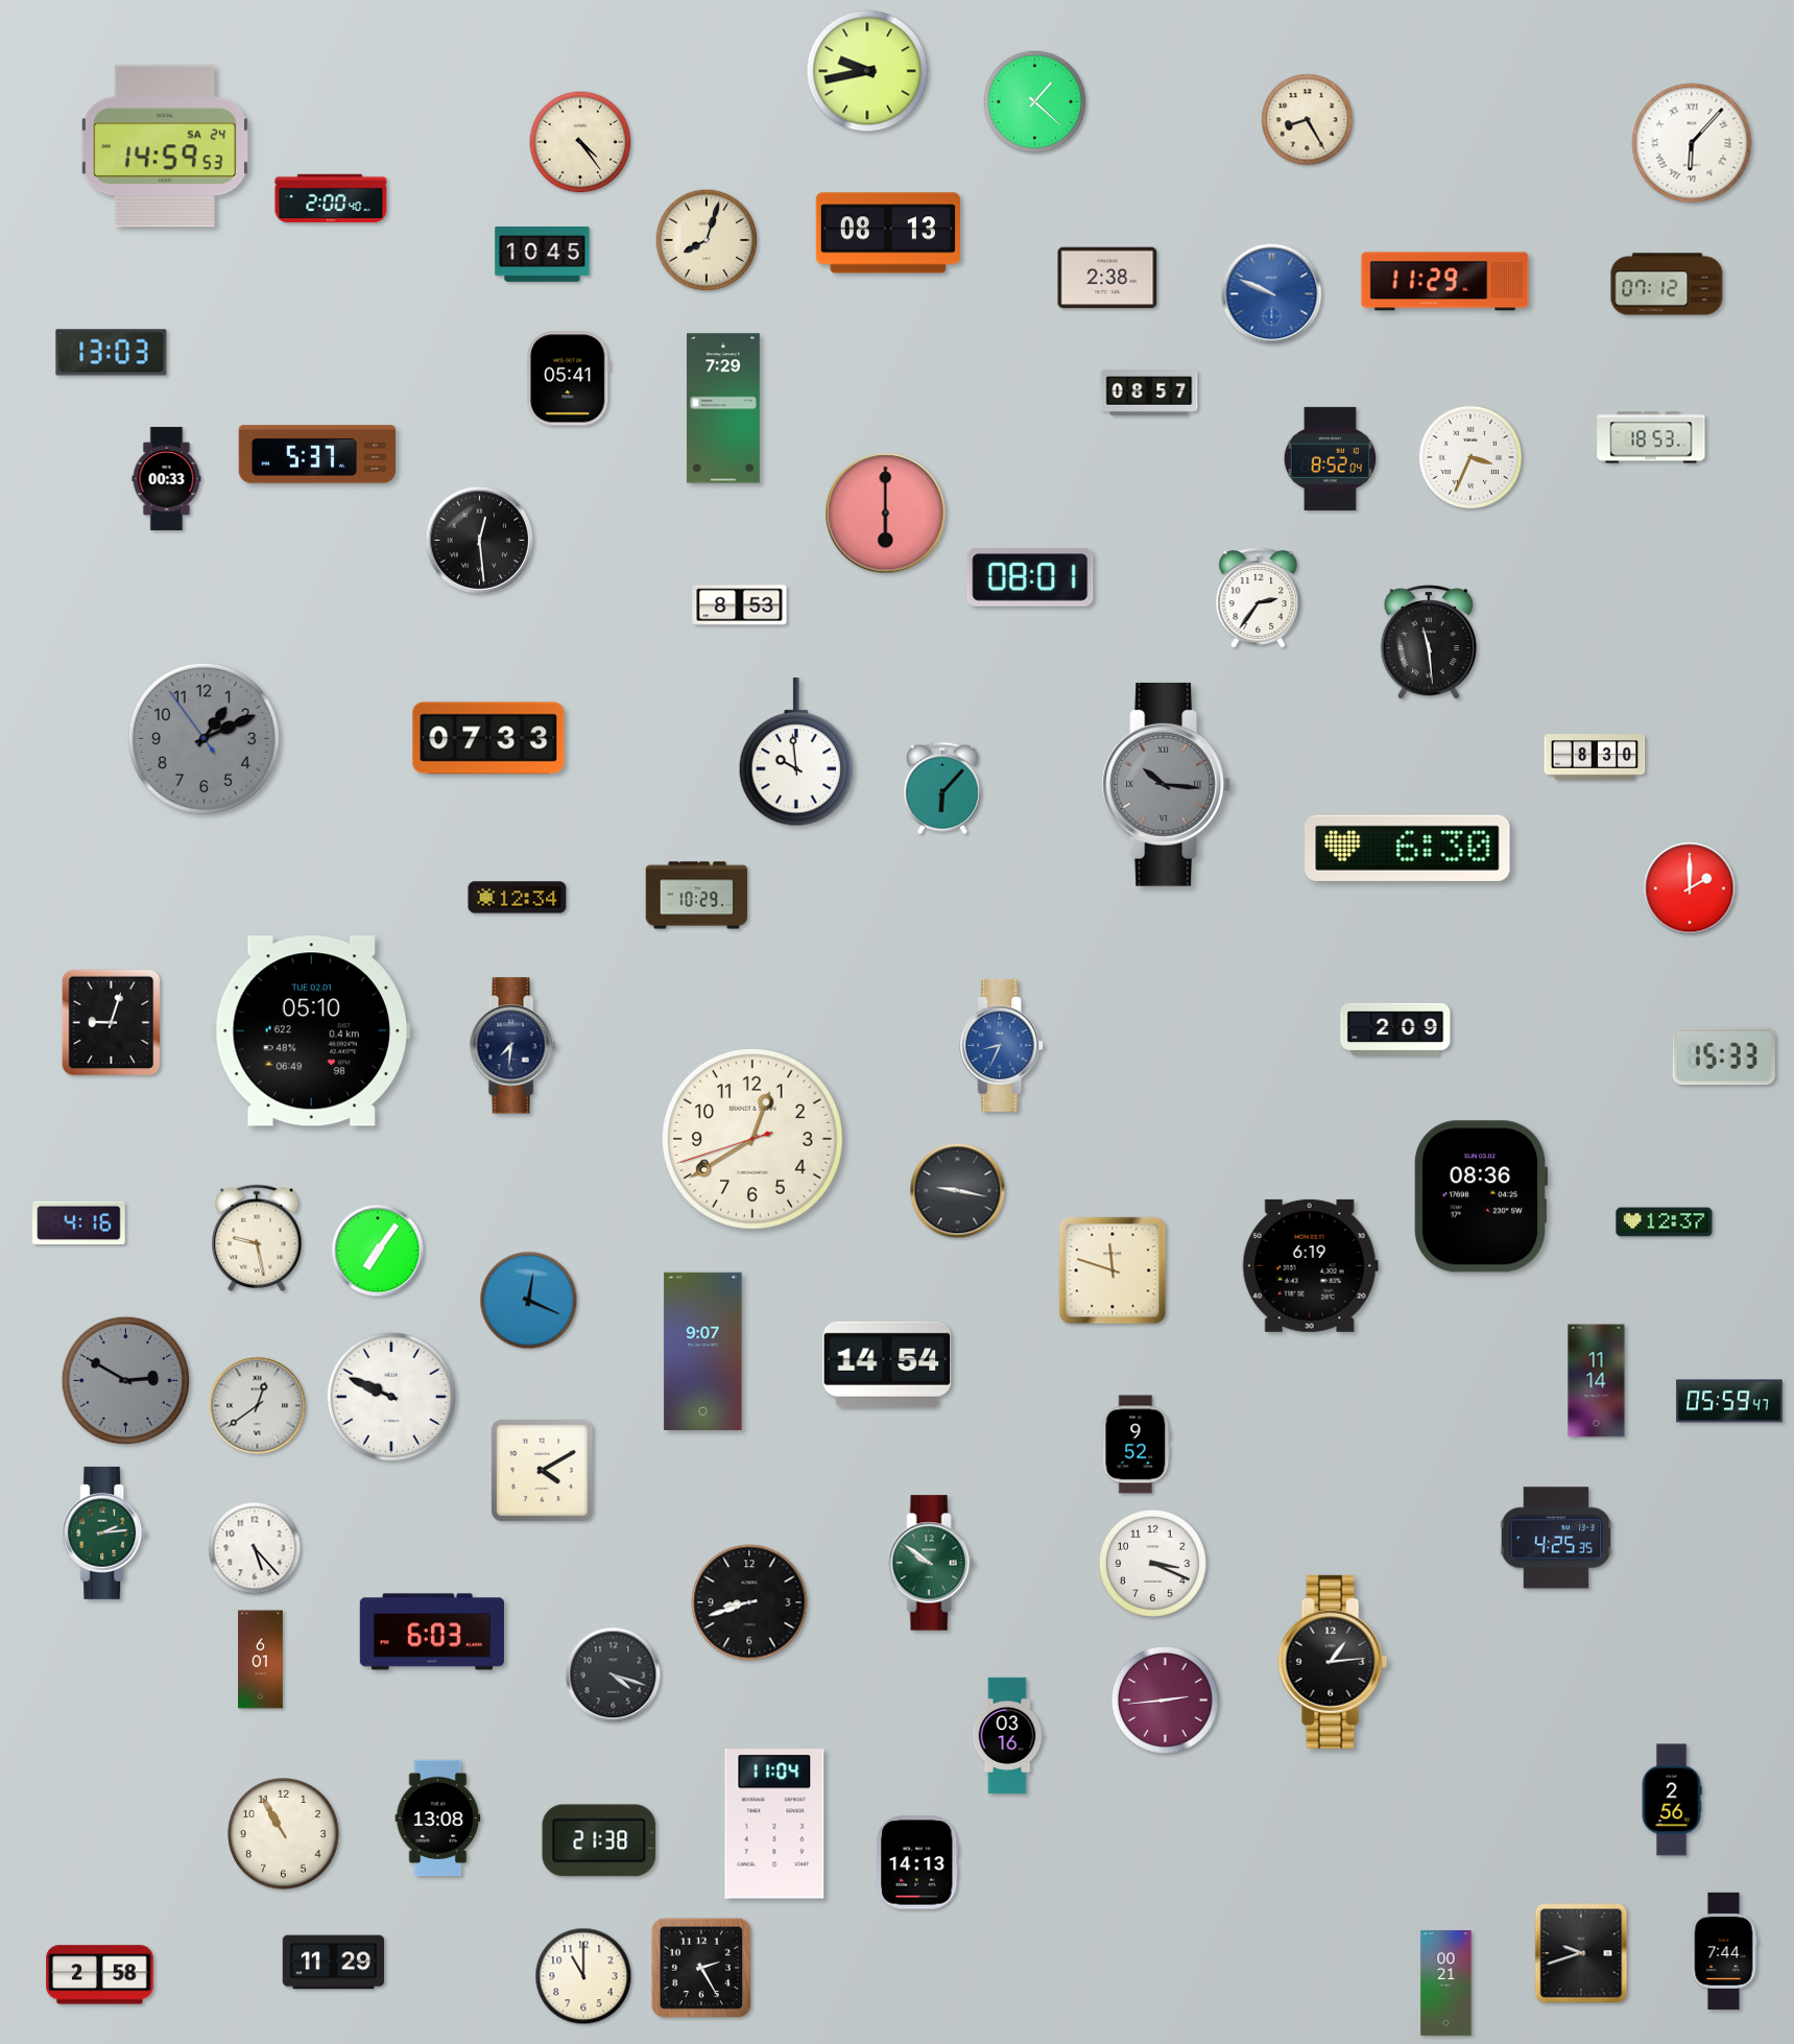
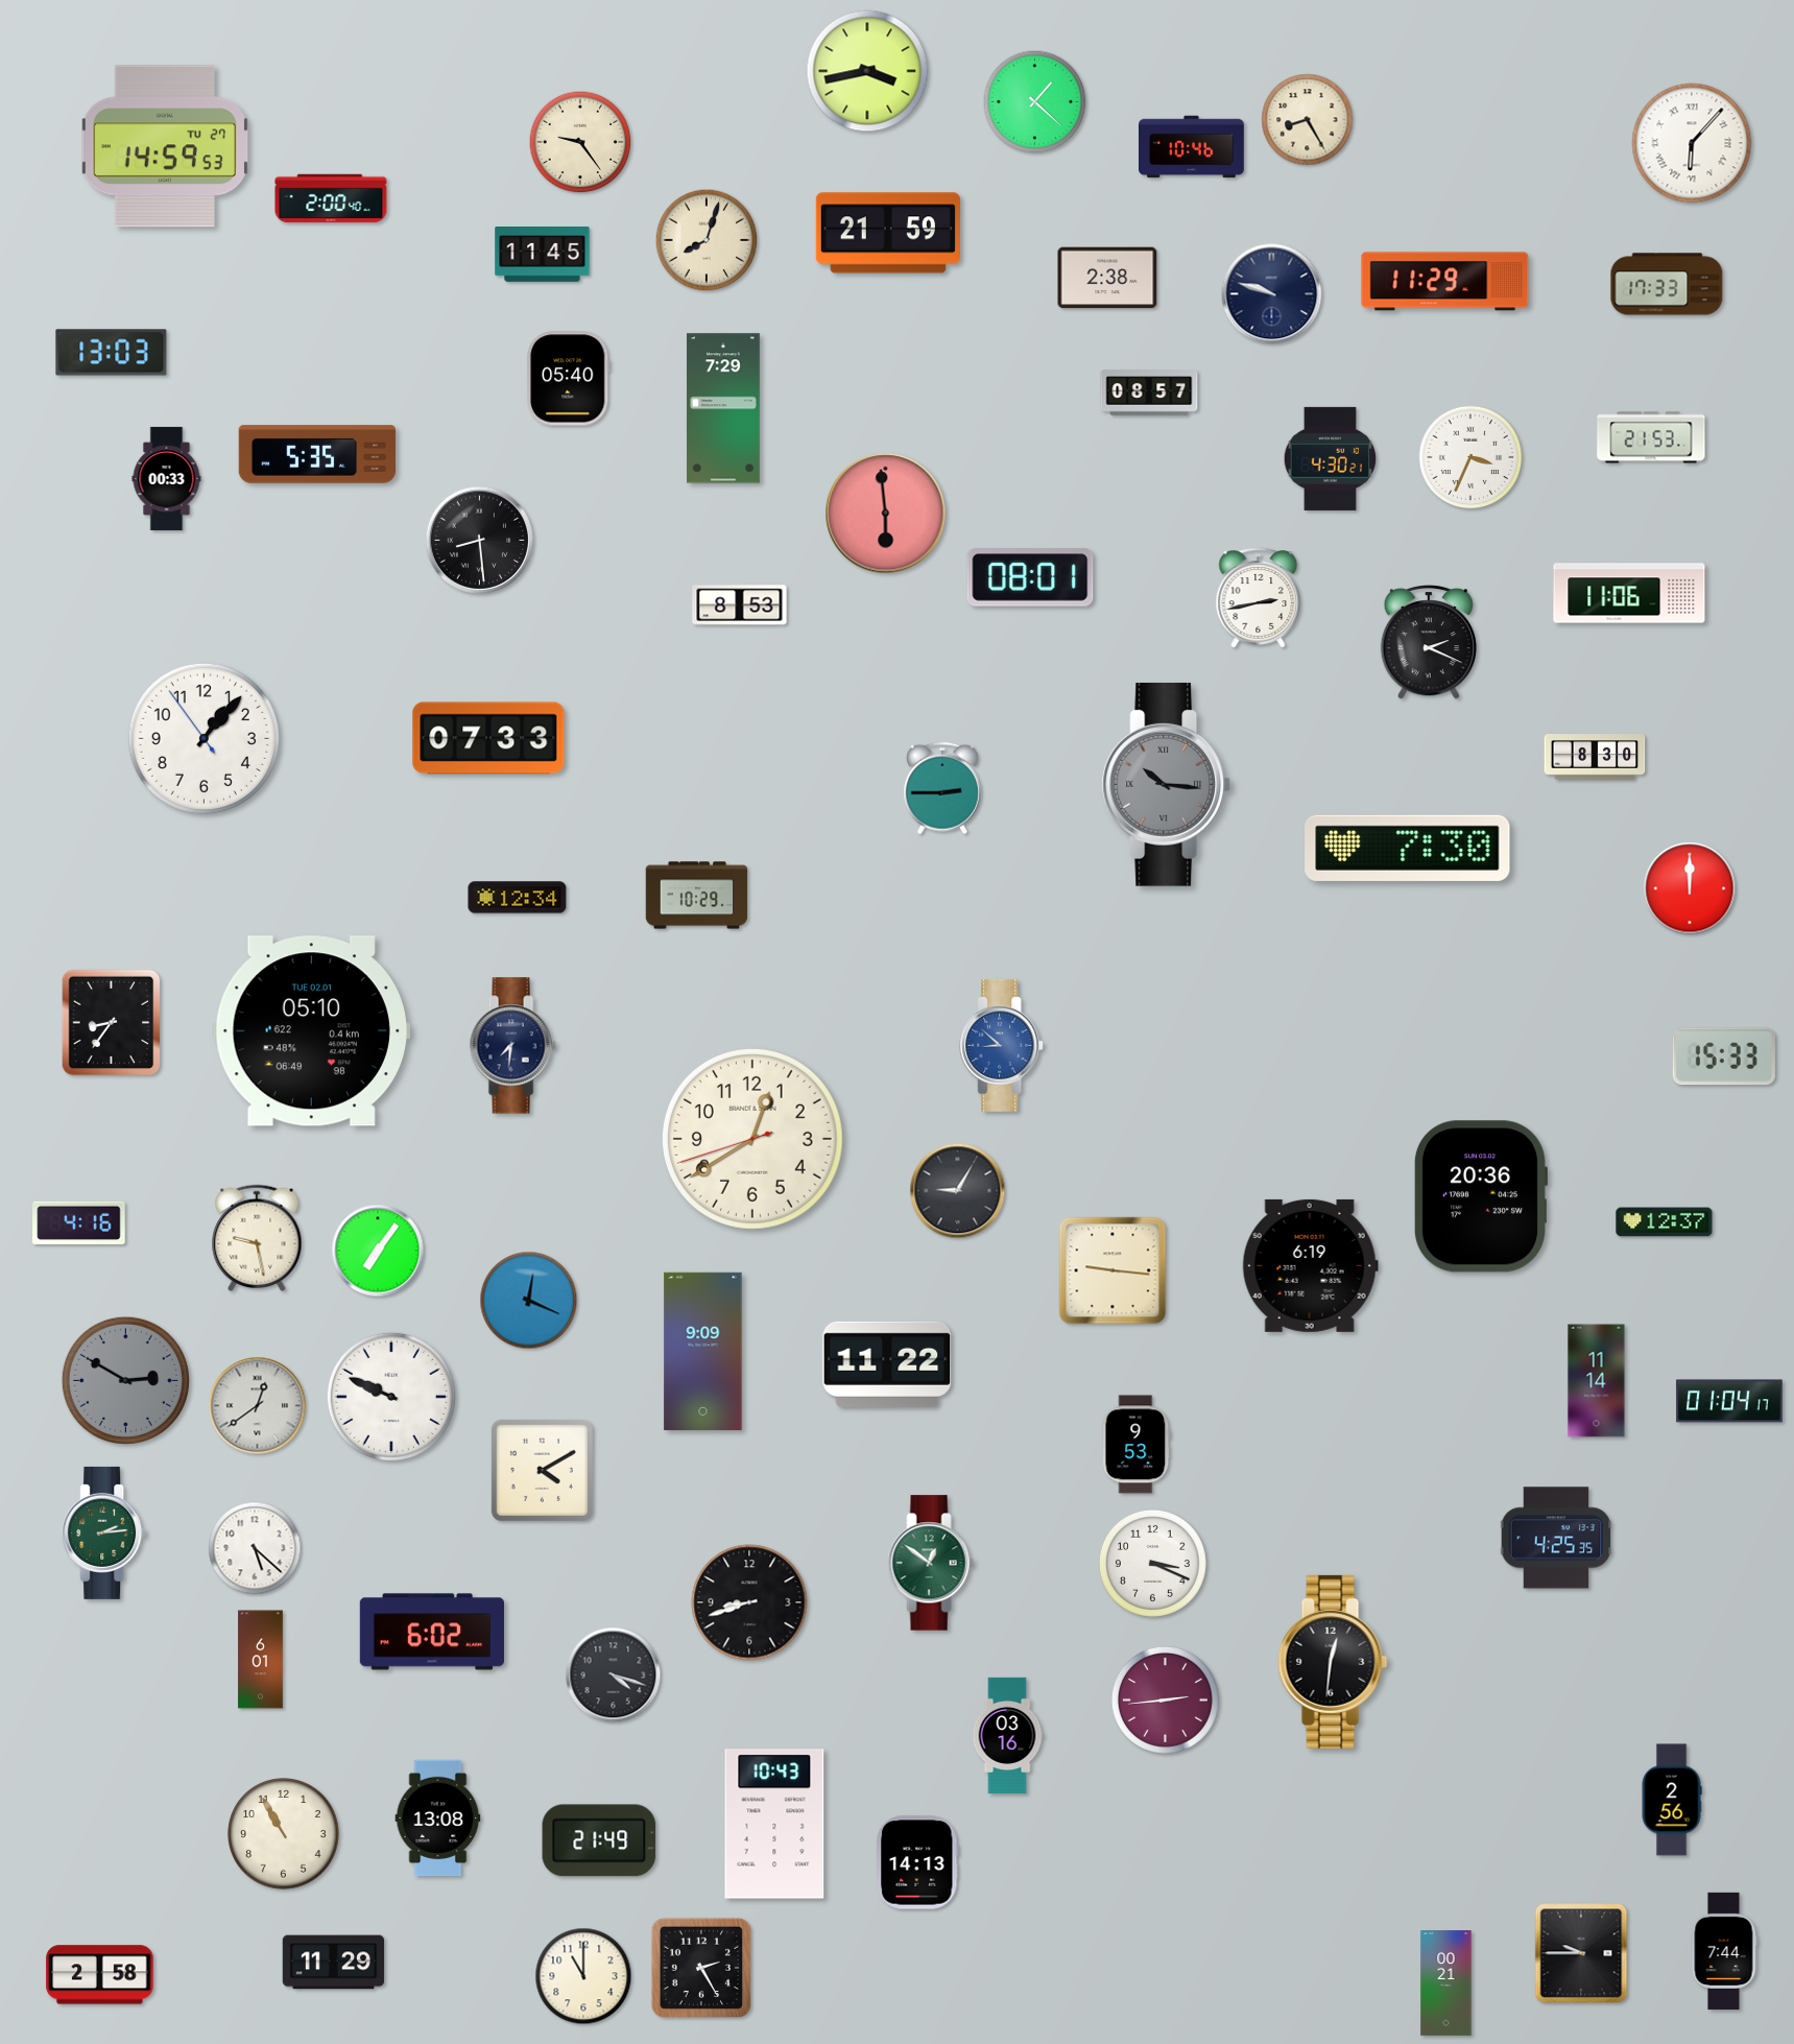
clock at (867, 71): 9:43 -> 3:43
clock at (580, 142): 4:24 -> 9:24
clock at (165, 146) date: SA 24 -> TU 27
clock at (1192, 147): none -> 10:46
clock at (888, 233): 08:13 -> 21:59
clock at (543, 255): 10:45 -> 11:45
clock at (1667, 284): 07:12 -> 17:33
clock at (1272, 294): 9:49 -> 9:48
clock at (1272, 294) dial: blue -> navy
clock at (569, 379): 05:41 -> 05:40
clock at (1651, 437): 18:53 -> 21:53
clock at (317, 454): 5:37 -> 5:35
clock at (1331, 458): 8:52 -> 4:30
clock at (886, 514): 6:00 -> 5:59
clock at (479, 540): 12:29 -> 8:29
clock at (1629, 593): none -> 11:06
clock at (1259, 598): 2:36 -> 2:43
clock at (1429, 642): 11:29 -> 2:19
clock at (204, 738): 1:10 -> 1:06
clock at (204, 738) dial: grey -> white
clock at (796, 753): 9:59 -> none
clock at (942, 788): 6:07 -> 2:45
clock at (1408, 848): 6:30 -> 7:30
clock at (1690, 888): 2:00 -> 12:00
clock at (112, 1023): 9:03 -> 8:36
clock at (1395, 1029): 2:09 -> none
clock at (1002, 1045): 8:34 -> 8:52
clock at (958, 1191): 9:17 -> 9:05
clock at (1480, 1196): 08:36 -> 20:36
clock at (1113, 1270): 11:48 -> 9:16
clock at (703, 1351): 9:07 -> 9:09
clock at (887, 1364): 14:54 -> 11:22
clock at (1729, 1401): 05:59 -> 01:04
clock at (1137, 1445): 9:52 -> 9:53
clock at (255, 1548): 5:23 -> 5:22
clock at (931, 1563): 9:51 -> 12:51
clock at (432, 1632): 6:03 -> 6:02
clock at (1333, 1662): 1:14 -> 12:31
clock at (774, 1824): 11:04 -> 10:43
clock at (599, 1840): 21:38 -> 21:49
clock at (1581, 1953): 9:42 -> 9:45
